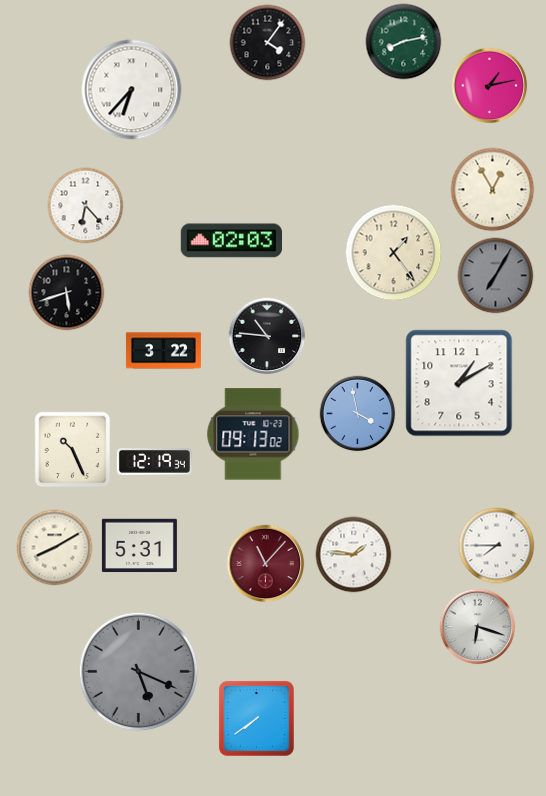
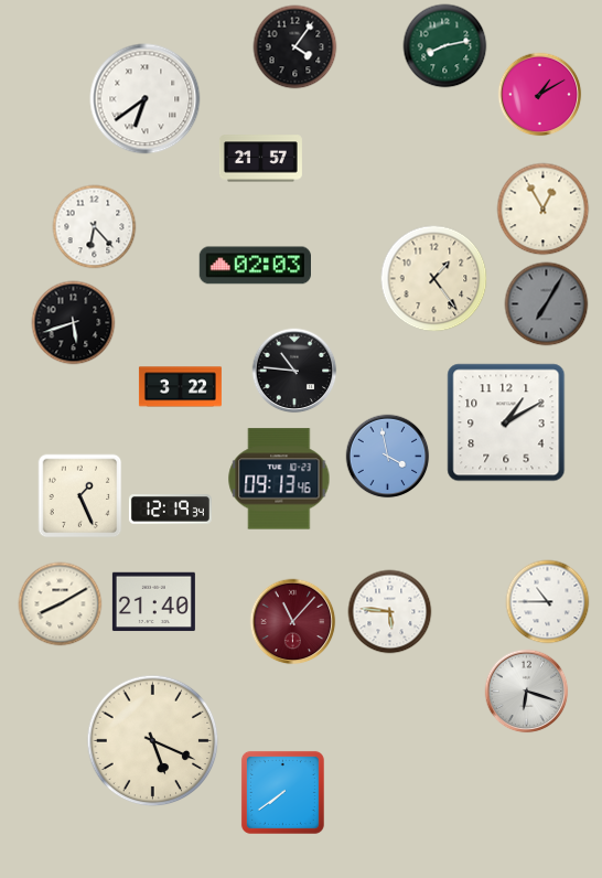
clock at (490, 86): 1:13 -> 1:10
clock at (132, 90): 6:37 -> 6:39
clock at (260, 159): none -> 21:57
clock at (358, 414) position: (358, 414) -> (388, 457)
clock at (253, 434): 09:13:02 -> 09:13:46
clock at (73, 450): 10:26 -> 1:26
clock at (139, 546): 5:31 -> 21:40
clock at (497, 546): 7:45 -> 10:45
clock at (354, 555): 1:46 -> 5:46
clock at (139, 672) dial: grey -> cream
